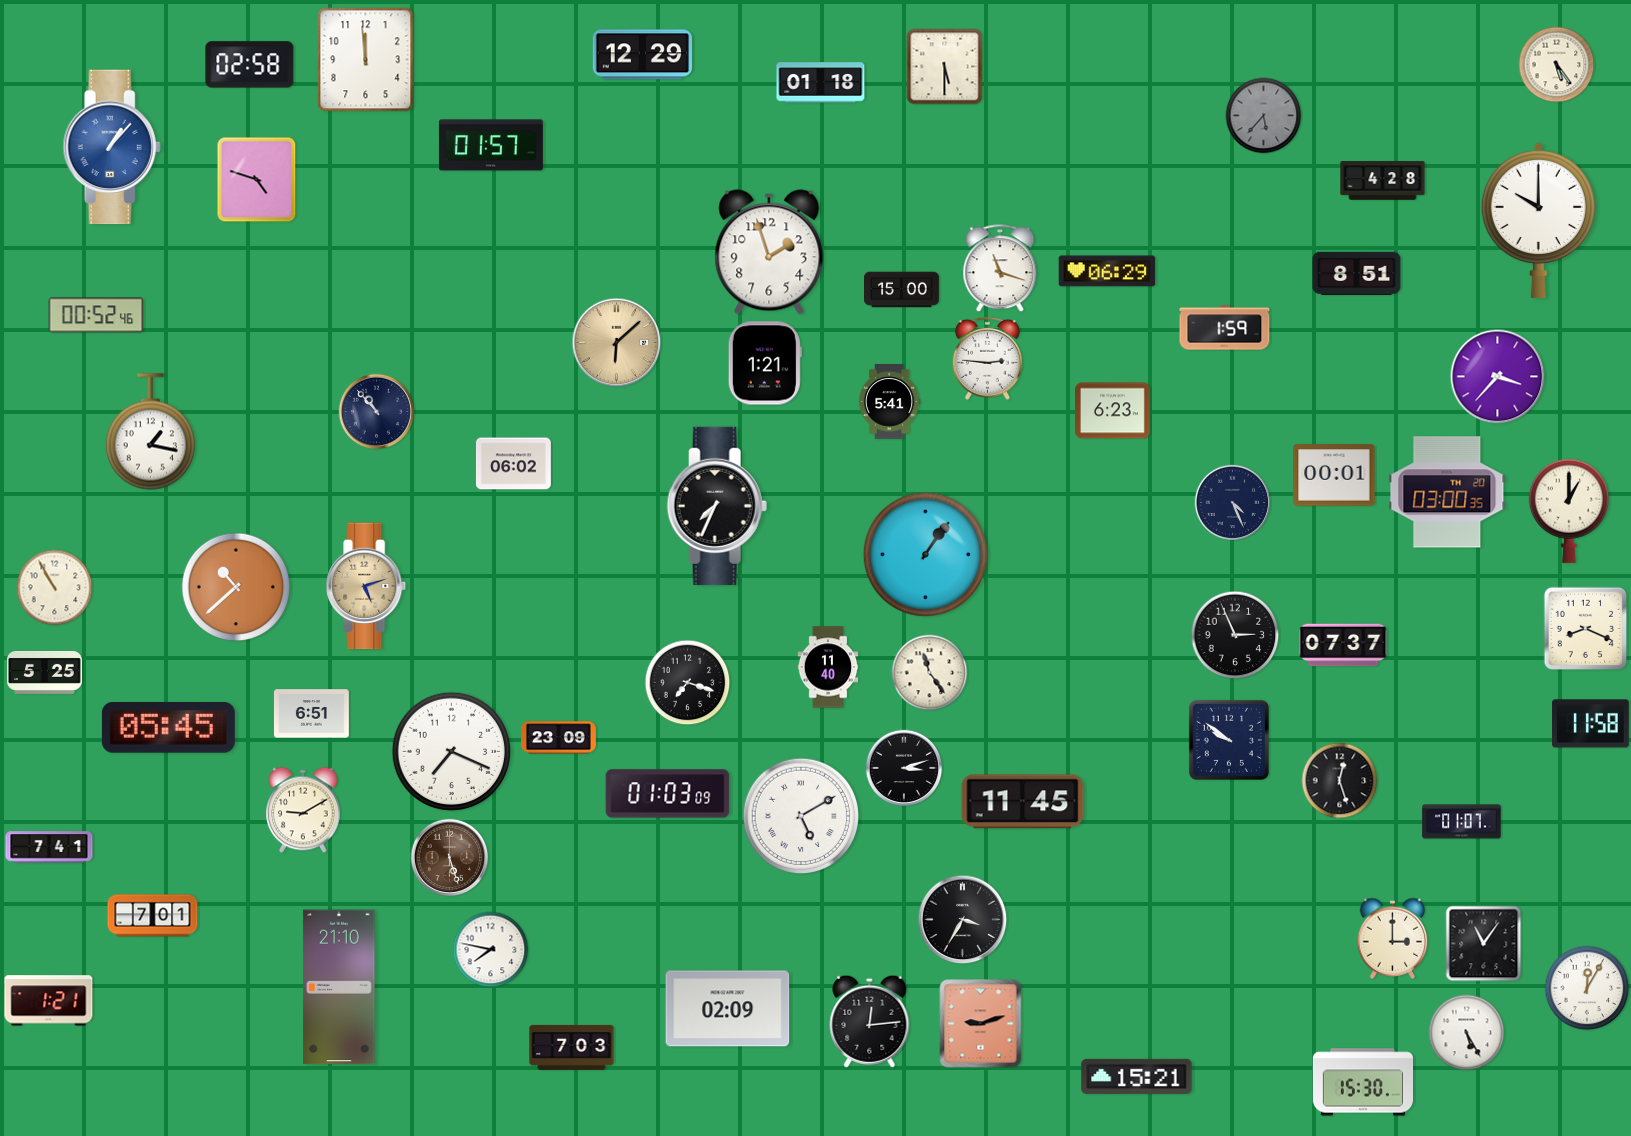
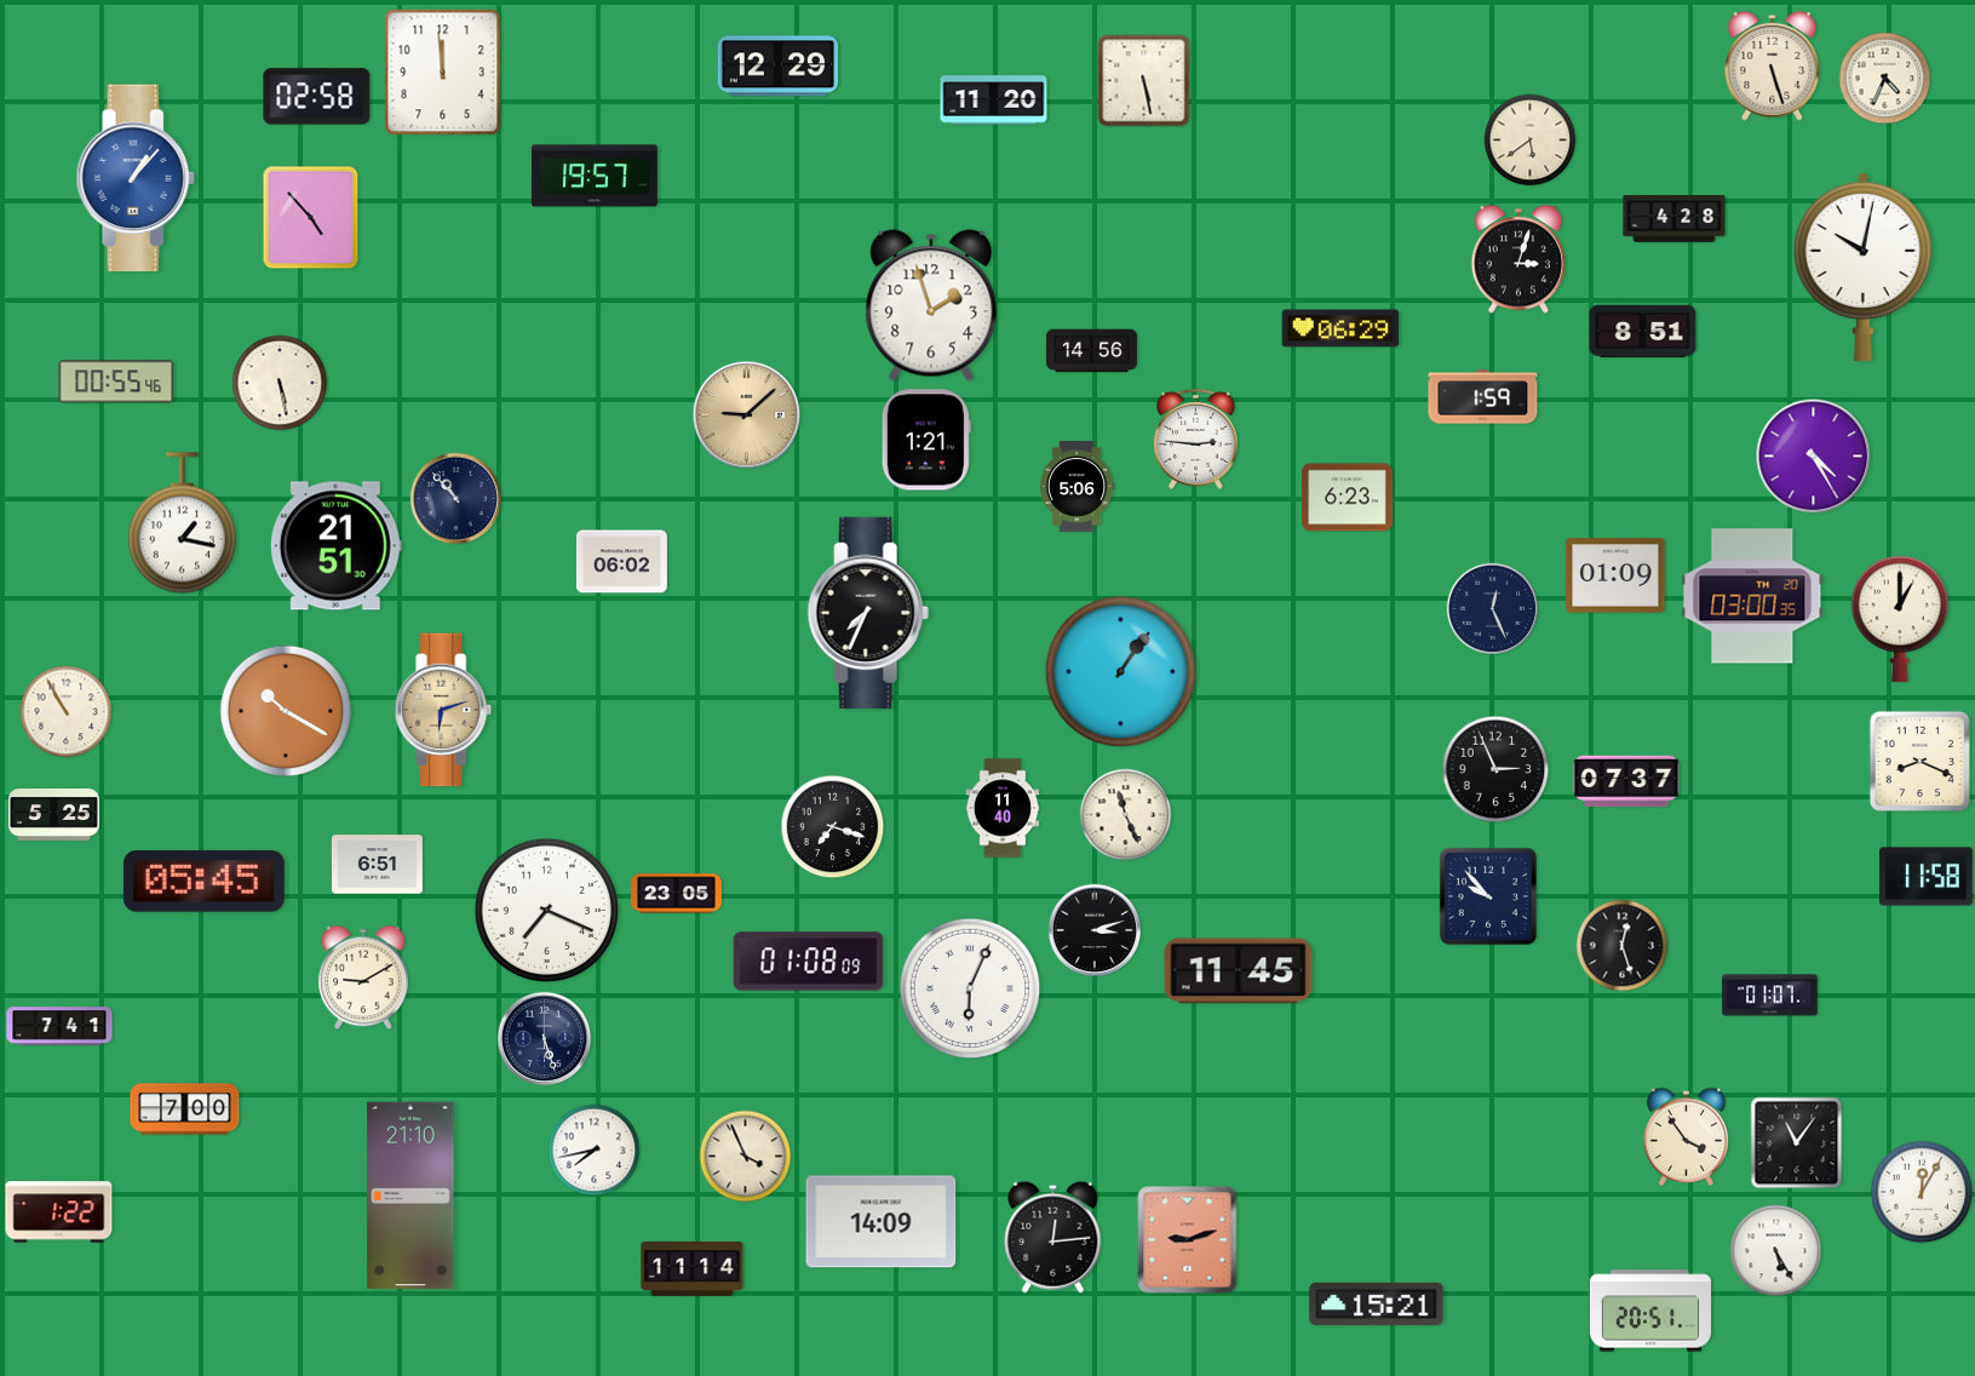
clock at (1773, 65): none -> 5:27
clock at (250, 65) position: (250, 65) -> (317, 97)
clock at (1557, 65): 5:24 -> 4:34
clock at (945, 67): 5:30 -> 5:28
clock at (821, 83): 01:18 -> 11:20
clock at (1264, 116): 5:37 -> 5:39
clock at (1264, 116) dial: grey -> cream
clock at (491, 145): 01:57 -> 19:57
clock at (257, 180): 4:48 -> 4:53
clock at (1518, 259): none -> 3:03
clock at (1538, 220): 10:00 -> 10:02
clock at (1000, 269): 11:18 -> none
clock at (902, 290): 15:00 -> 14:56
clock at (96, 315): 00:52 -> 00:55
clock at (280, 383): none -> 5:28
clock at (617, 343): 6:08 -> 9:08
clock at (987, 358) position: (987, 358) -> (1195, 438)
clock at (1498, 377): 3:37 -> 4:25
clock at (889, 402): 5:41 -> 5:06
clock at (335, 546): none -> 21:51
clock at (1334, 475): 00:01 -> 01:09
clock at (1233, 503): 4:26 -> 12:26
clock at (367, 586): 5:12 -> 6:12
clock at (236, 587): 10:38 -> 10:20
clock at (930, 673): 11:24 -> 11:26
clock at (559, 738): 23:09 -> 23:05
clock at (1229, 740): 9:51 -> 9:53
clock at (668, 794): 01:03 -> 01:08
clock at (303, 810) position: (303, 810) -> (363, 977)
clock at (801, 816): 5:10 -> 6:04
clock at (450, 858) dial: brown -> navy
clock at (153, 916): 7:01 -> 7:00
clock at (963, 920): 3:35 -> none
clock at (1393, 938): 3:00 -> 3:54
clock at (491, 950): 7:47 -> 7:43
clock at (746, 1157): none -> 3:56
clock at (1587, 988) position: (1587, 988) -> (1922, 1192)
clock at (49, 1001): 1:21 -> 1:22
clock at (728, 1009): 02:09 -> 14:09
clock at (572, 1047): 7:03 -> 11:14
clock at (1362, 1082): 15:30 -> 20:51
